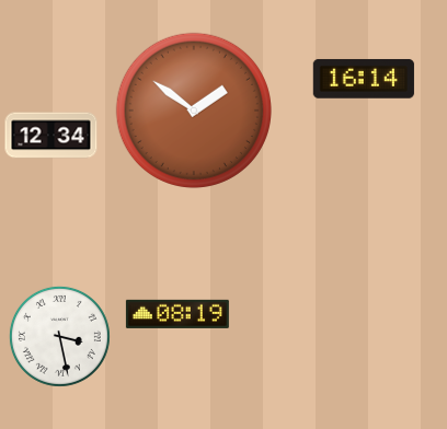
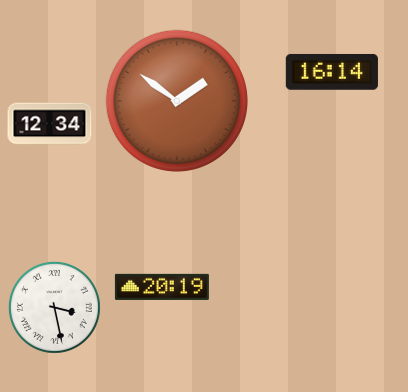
clock at (51, 136) position: (51, 136) -> (50, 124)
clock at (177, 314): 08:19 -> 20:19
